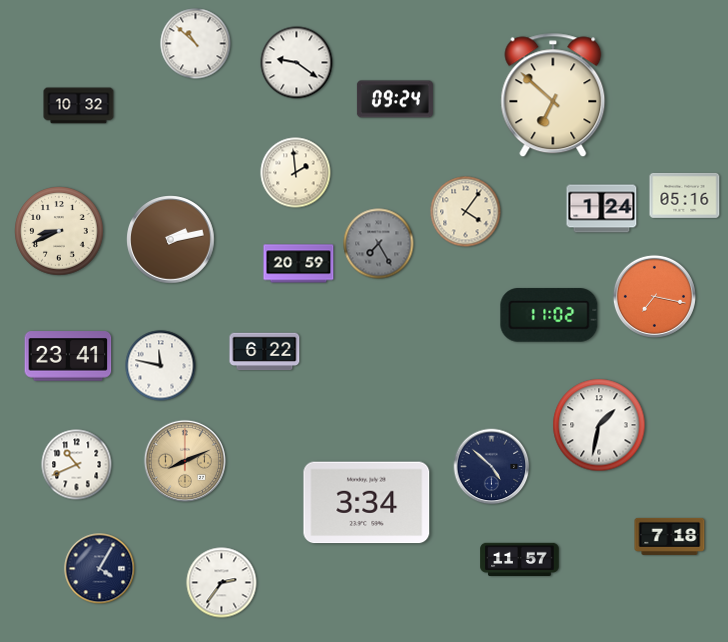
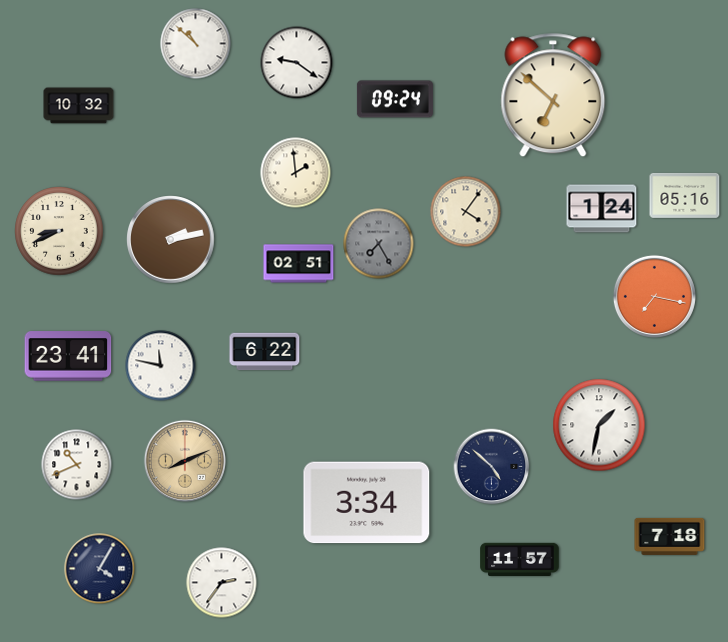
clock at (299, 264): 20:59 -> 02:51
clock at (549, 315): 11:02 -> none
